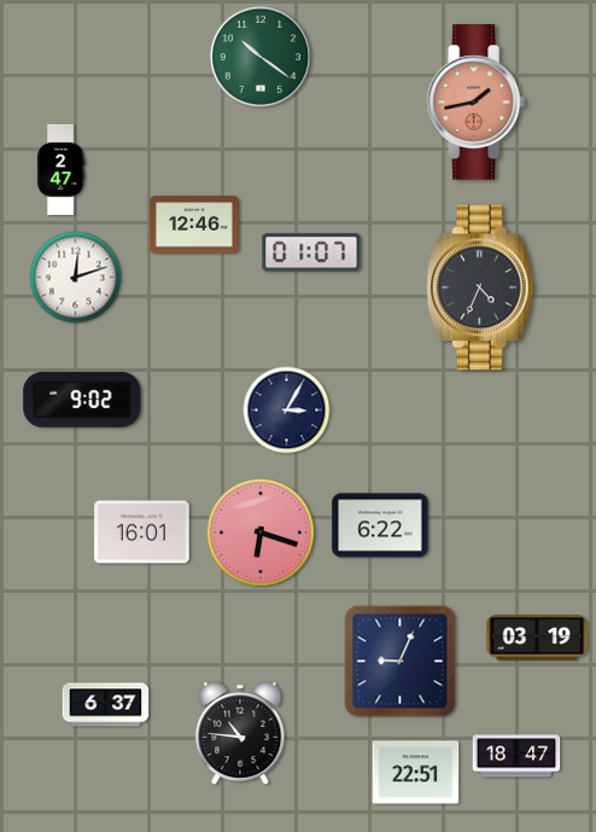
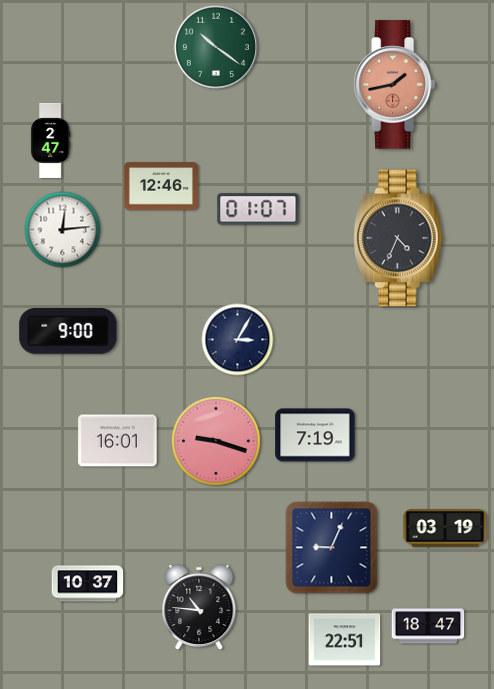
clock at (76, 278): 12:12 -> 12:14
clock at (82, 401): 9:02 -> 9:00
clock at (380, 525): 6:22 -> 7:19
clock at (261, 533): 6:18 -> 9:18
clock at (106, 705): 6:37 -> 10:37
